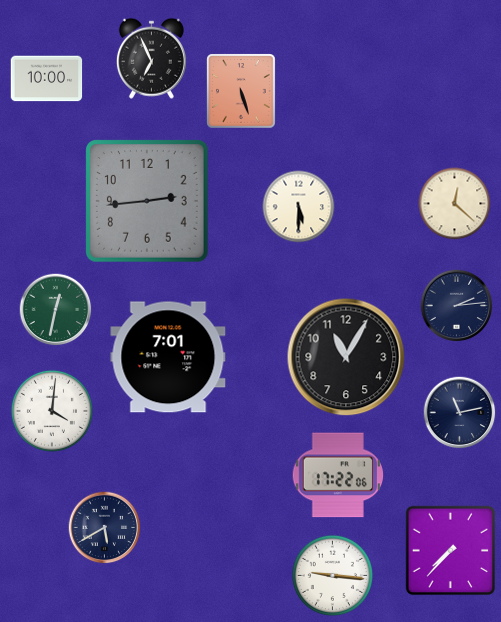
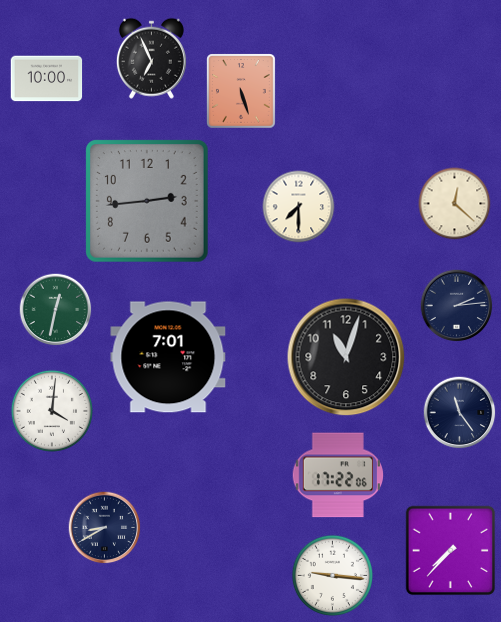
clock at (299, 207): 5:30 -> 7:30
clock at (346, 357): 11:05 -> 11:03
clock at (460, 413): 11:13 -> 11:24
clock at (105, 528): 5:40 -> 8:40
